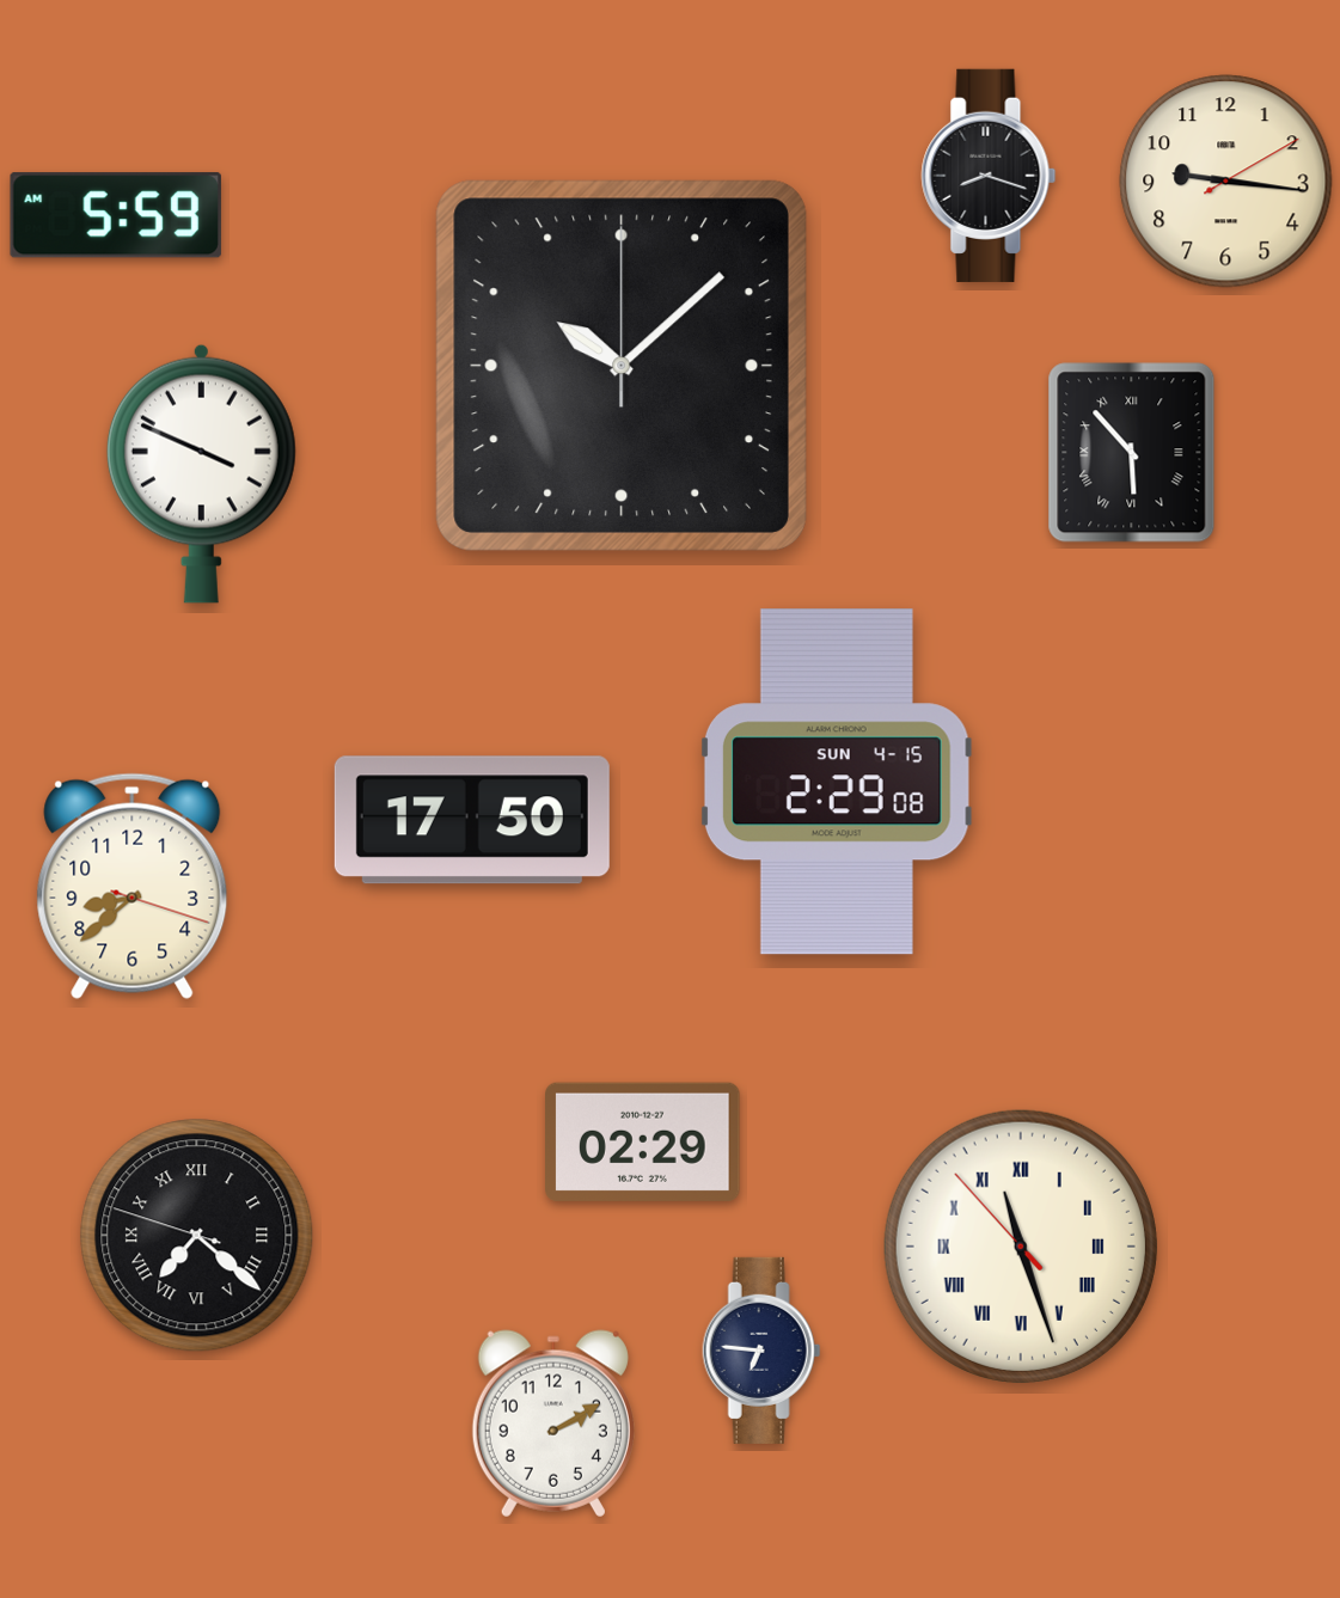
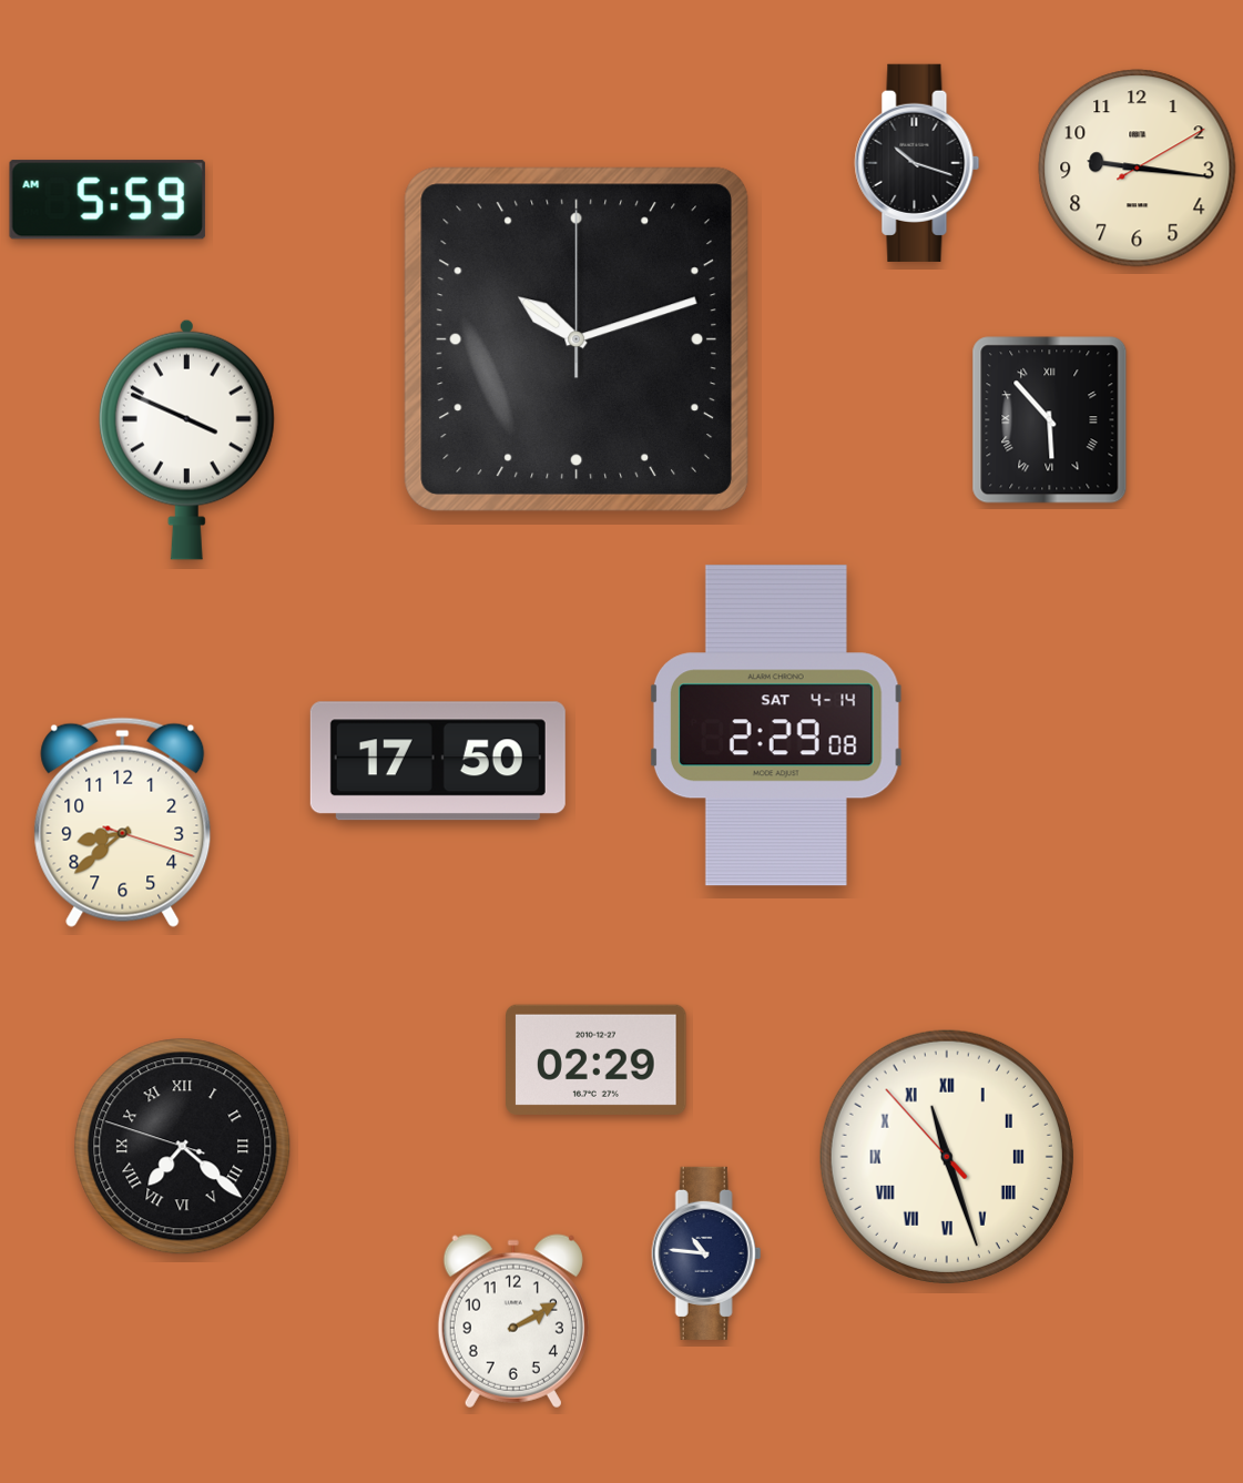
clock at (989, 176): 8:18 -> 10:18
clock at (622, 366): 10:08 -> 10:12
clock at (837, 782) date: SUN 4-15 -> SAT 4-14
clock at (761, 1351): 6:46 -> 10:46
